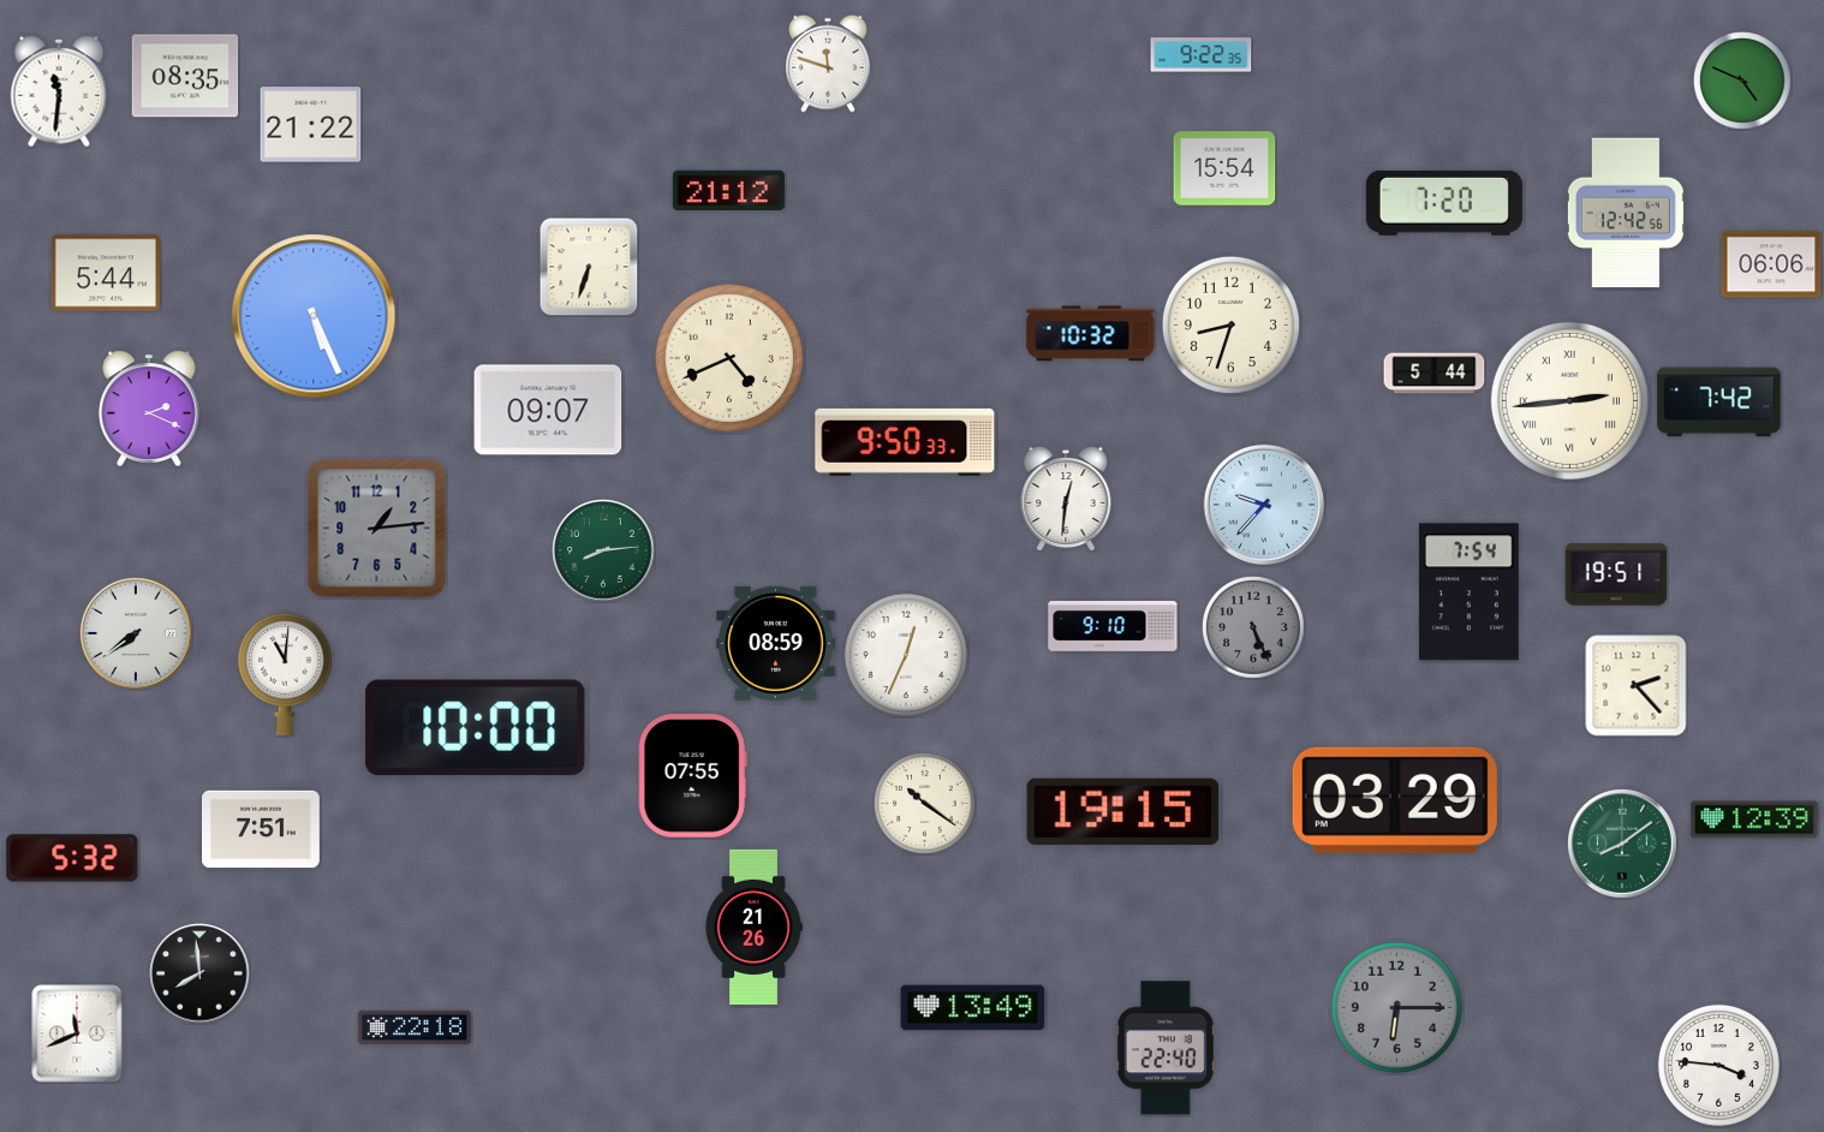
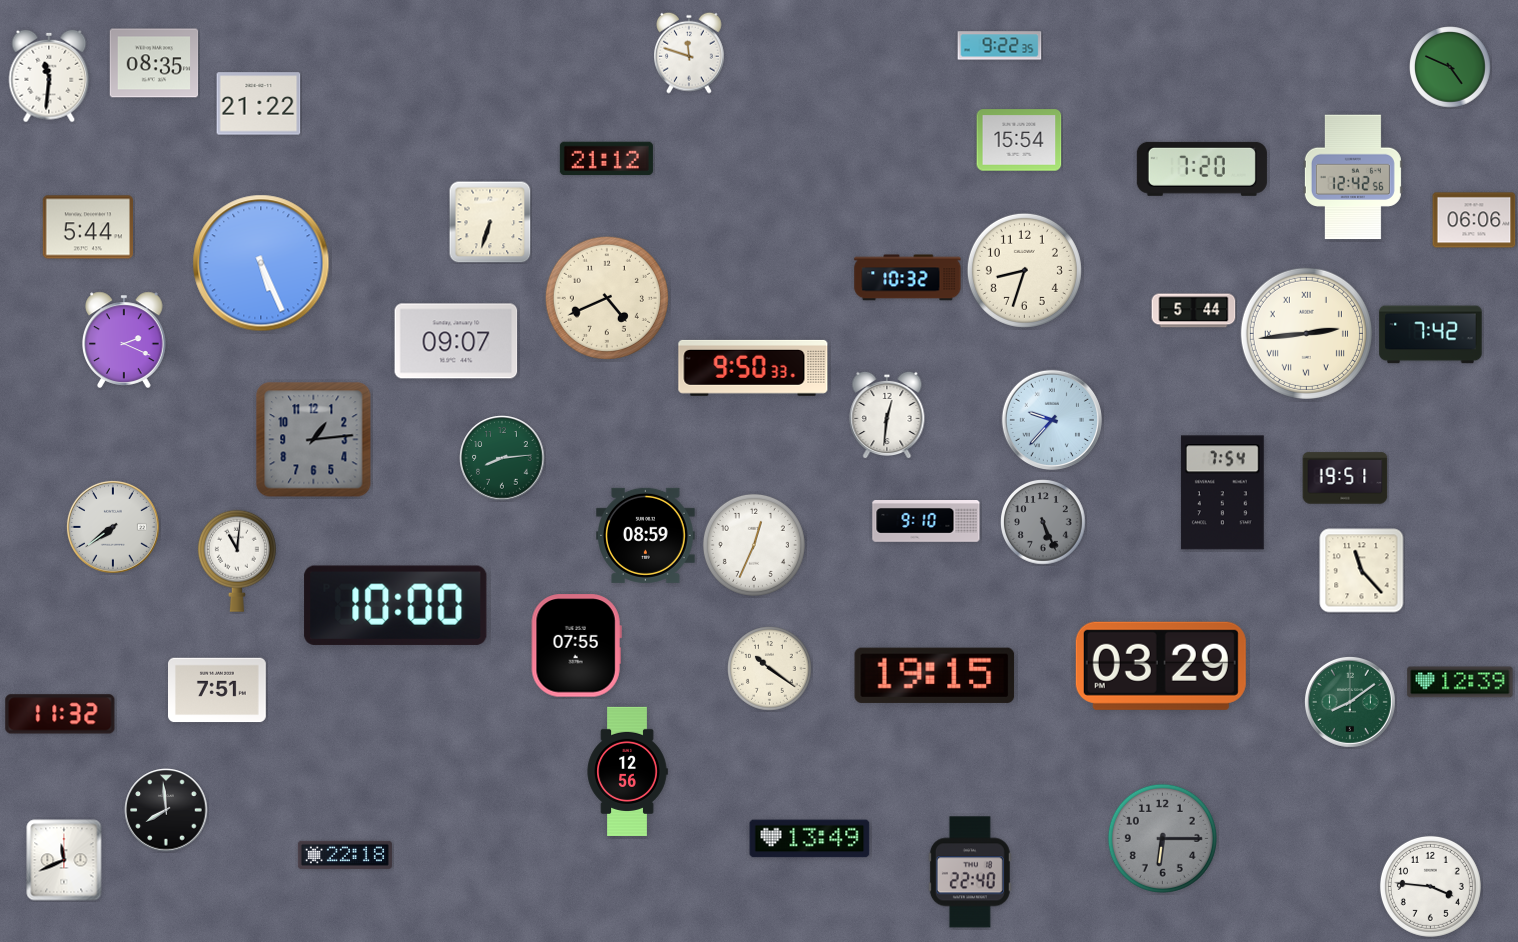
clock at (1637, 686): 2:23 -> 11:23
clock at (72, 858): 5:32 -> 11:32
clock at (753, 927): 21:26 -> 12:56
